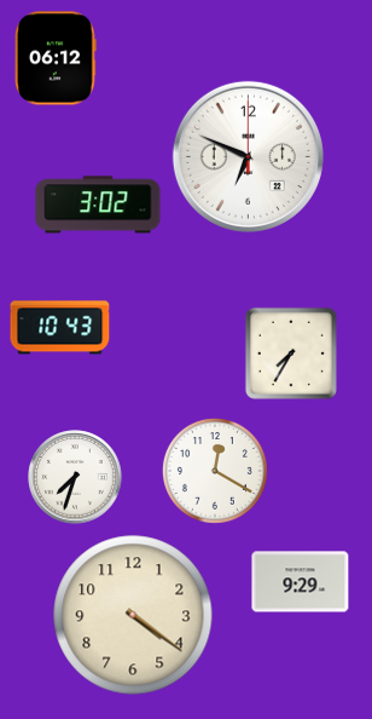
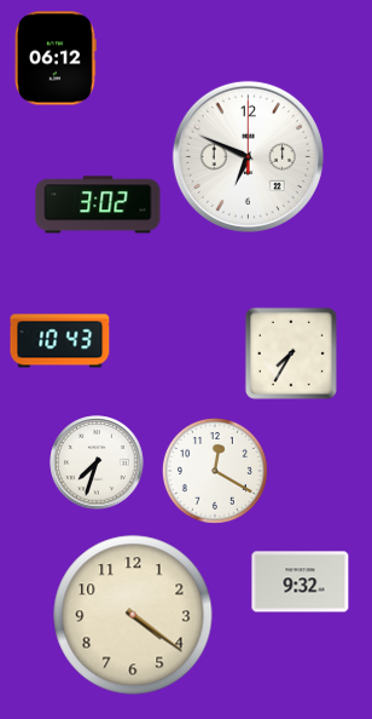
clock at (60, 328) position: (60, 328) -> (60, 341)
clock at (75, 477) position: (75, 477) -> (97, 462)
clock at (301, 582): 9:29 -> 9:32
